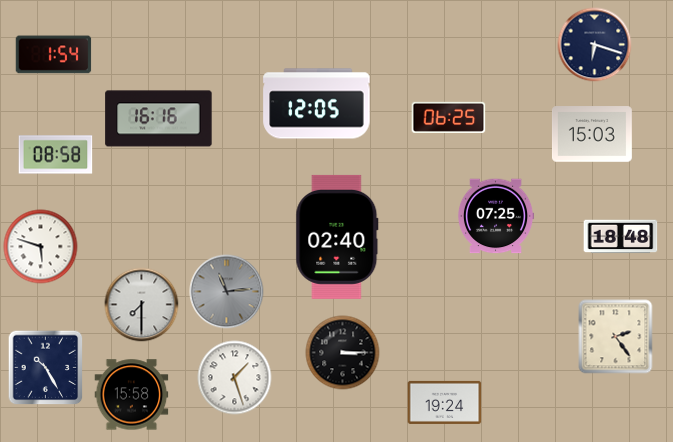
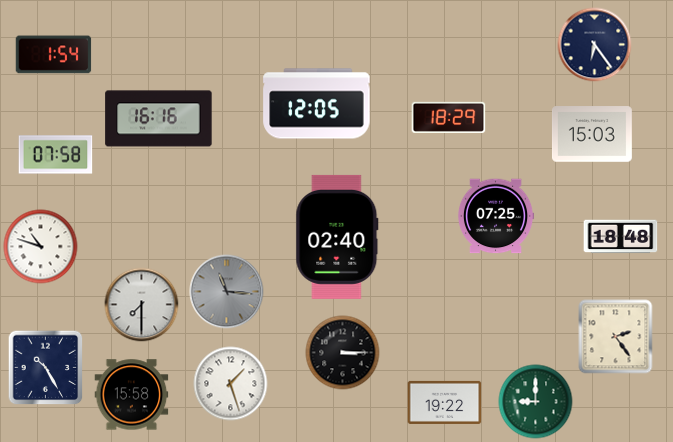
clock at (595, 45): 6:18 -> 6:24
clock at (449, 117): 06:25 -> 18:29
clock at (56, 155): 08:58 -> 07:58
clock at (41, 247): 5:48 -> 10:48
clock at (227, 292): 11:14 -> 11:16
clock at (235, 378) position: (235, 378) -> (231, 384)
clock at (445, 402): 19:24 -> 19:22
clock at (536, 402): none -> 9:00
